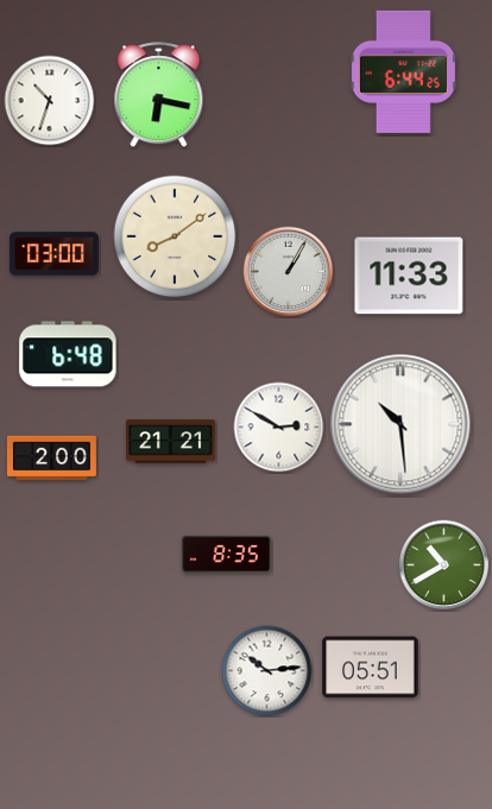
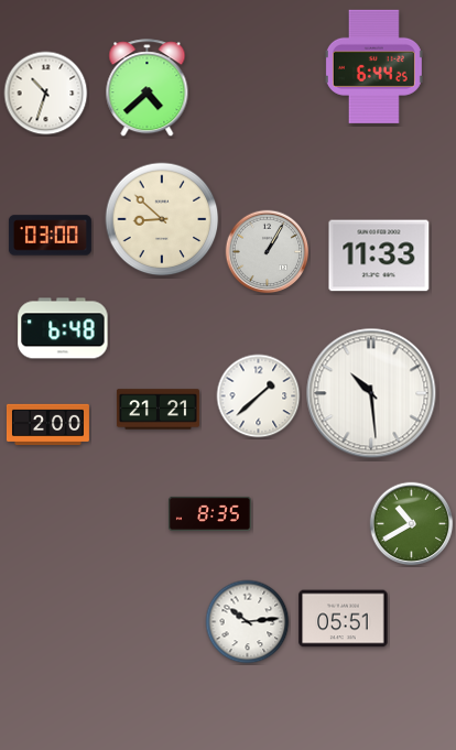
clock at (159, 95): 6:17 -> 4:38
clock at (175, 236): 8:09 -> 8:52
clock at (279, 428): 2:50 -> 1:38
